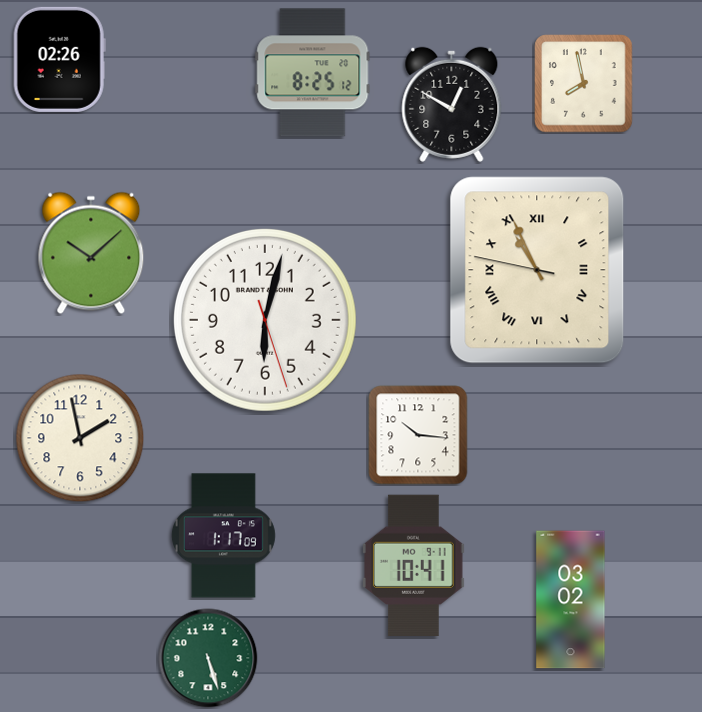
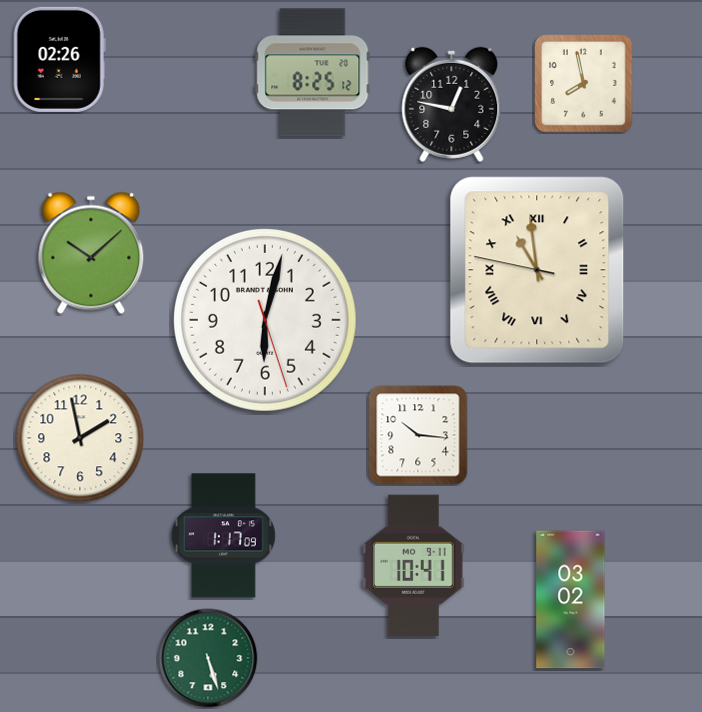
clock at (452, 104): 12:50 -> 12:47
clock at (537, 270): 10:55 -> 10:58
